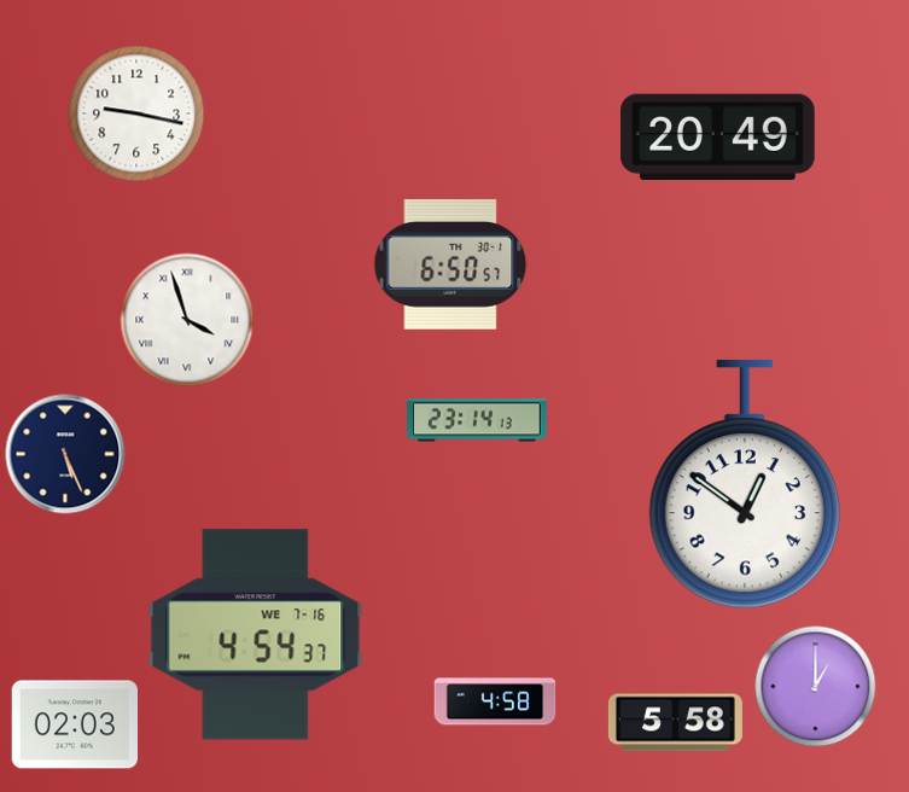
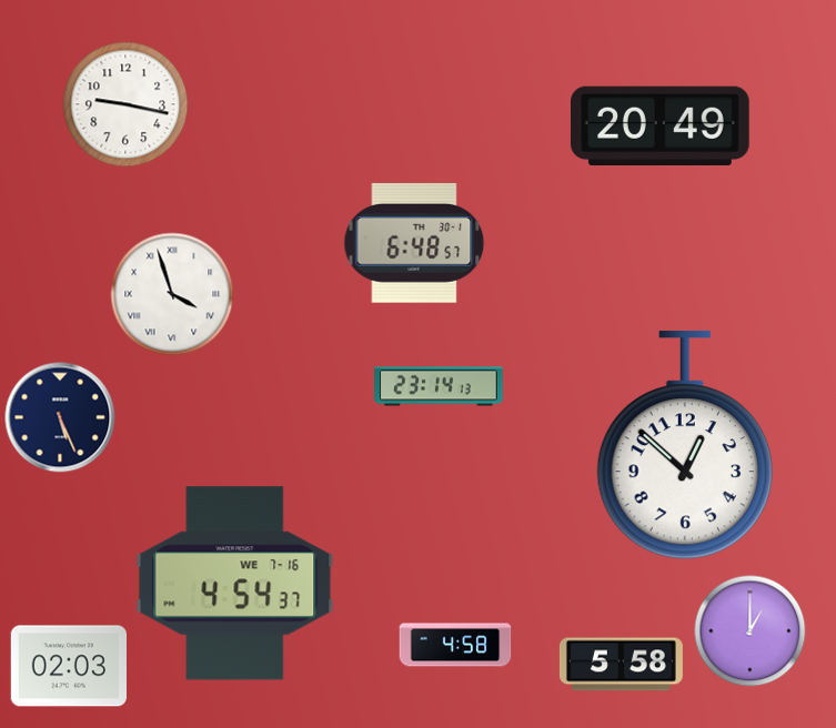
clock at (450, 264): 6:50 -> 6:48
clock at (745, 484): 12:51 -> 12:52
